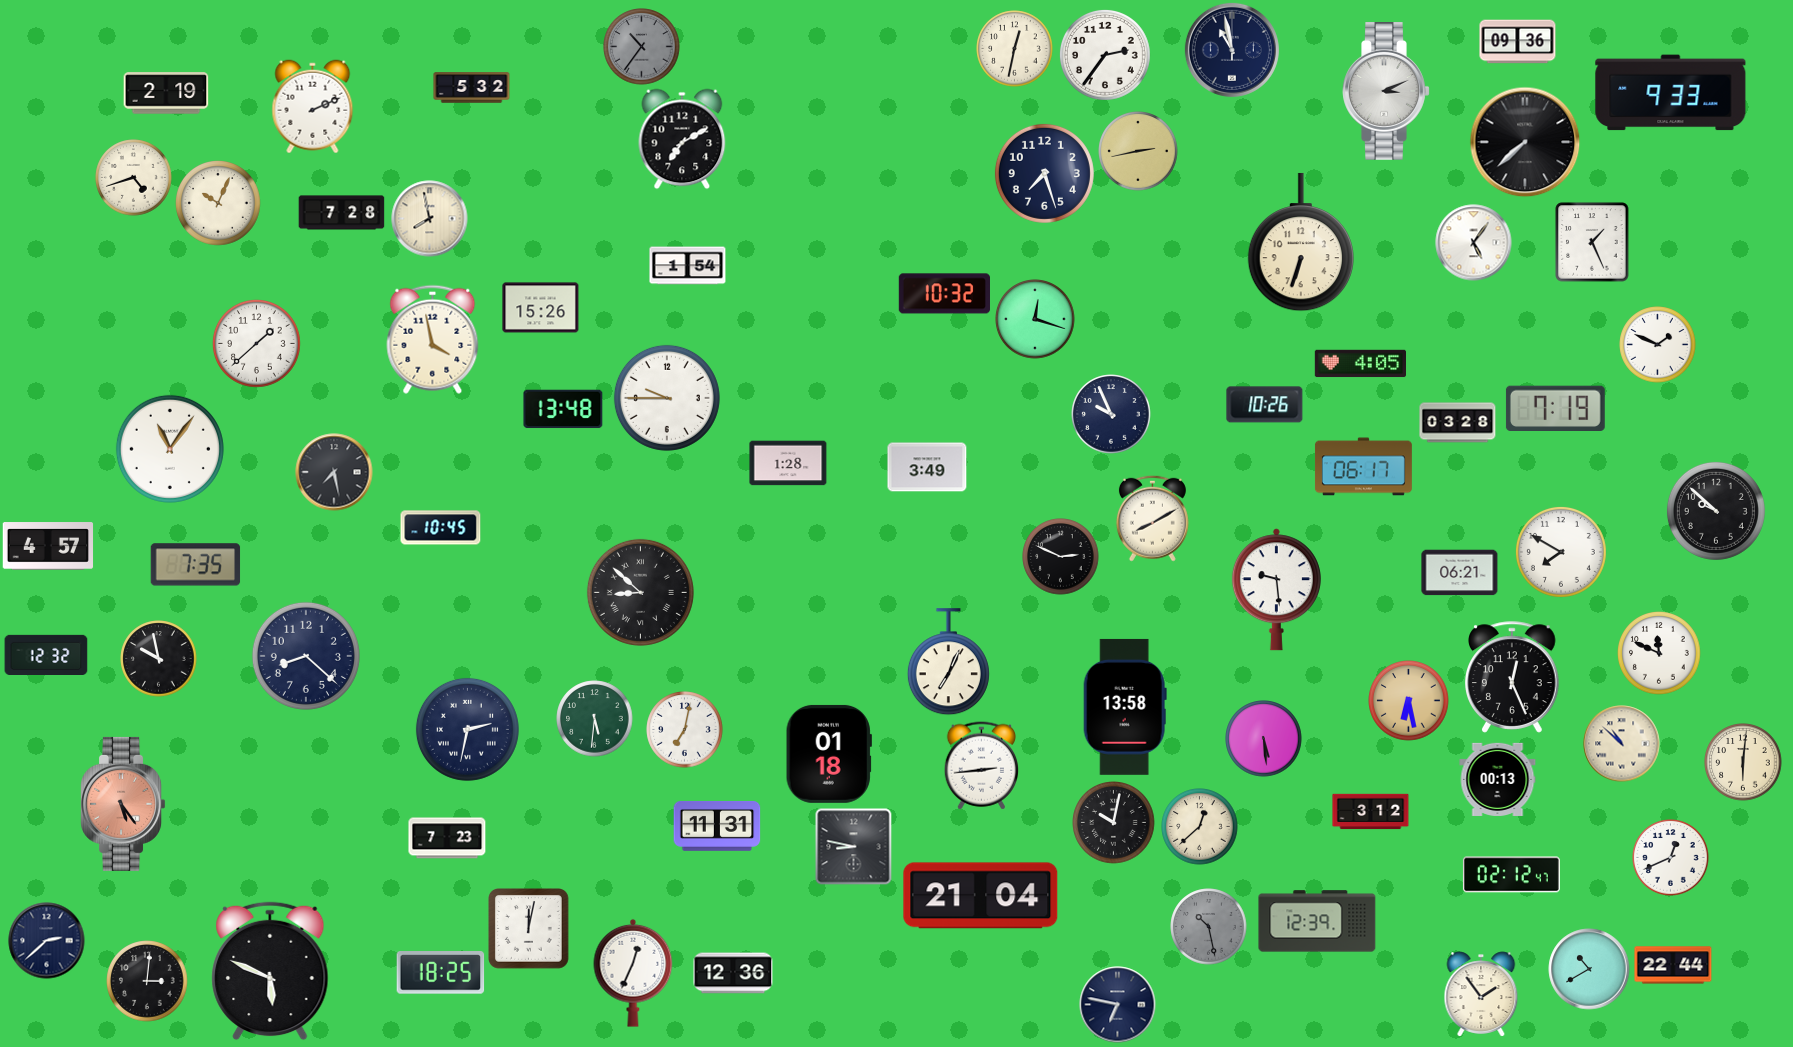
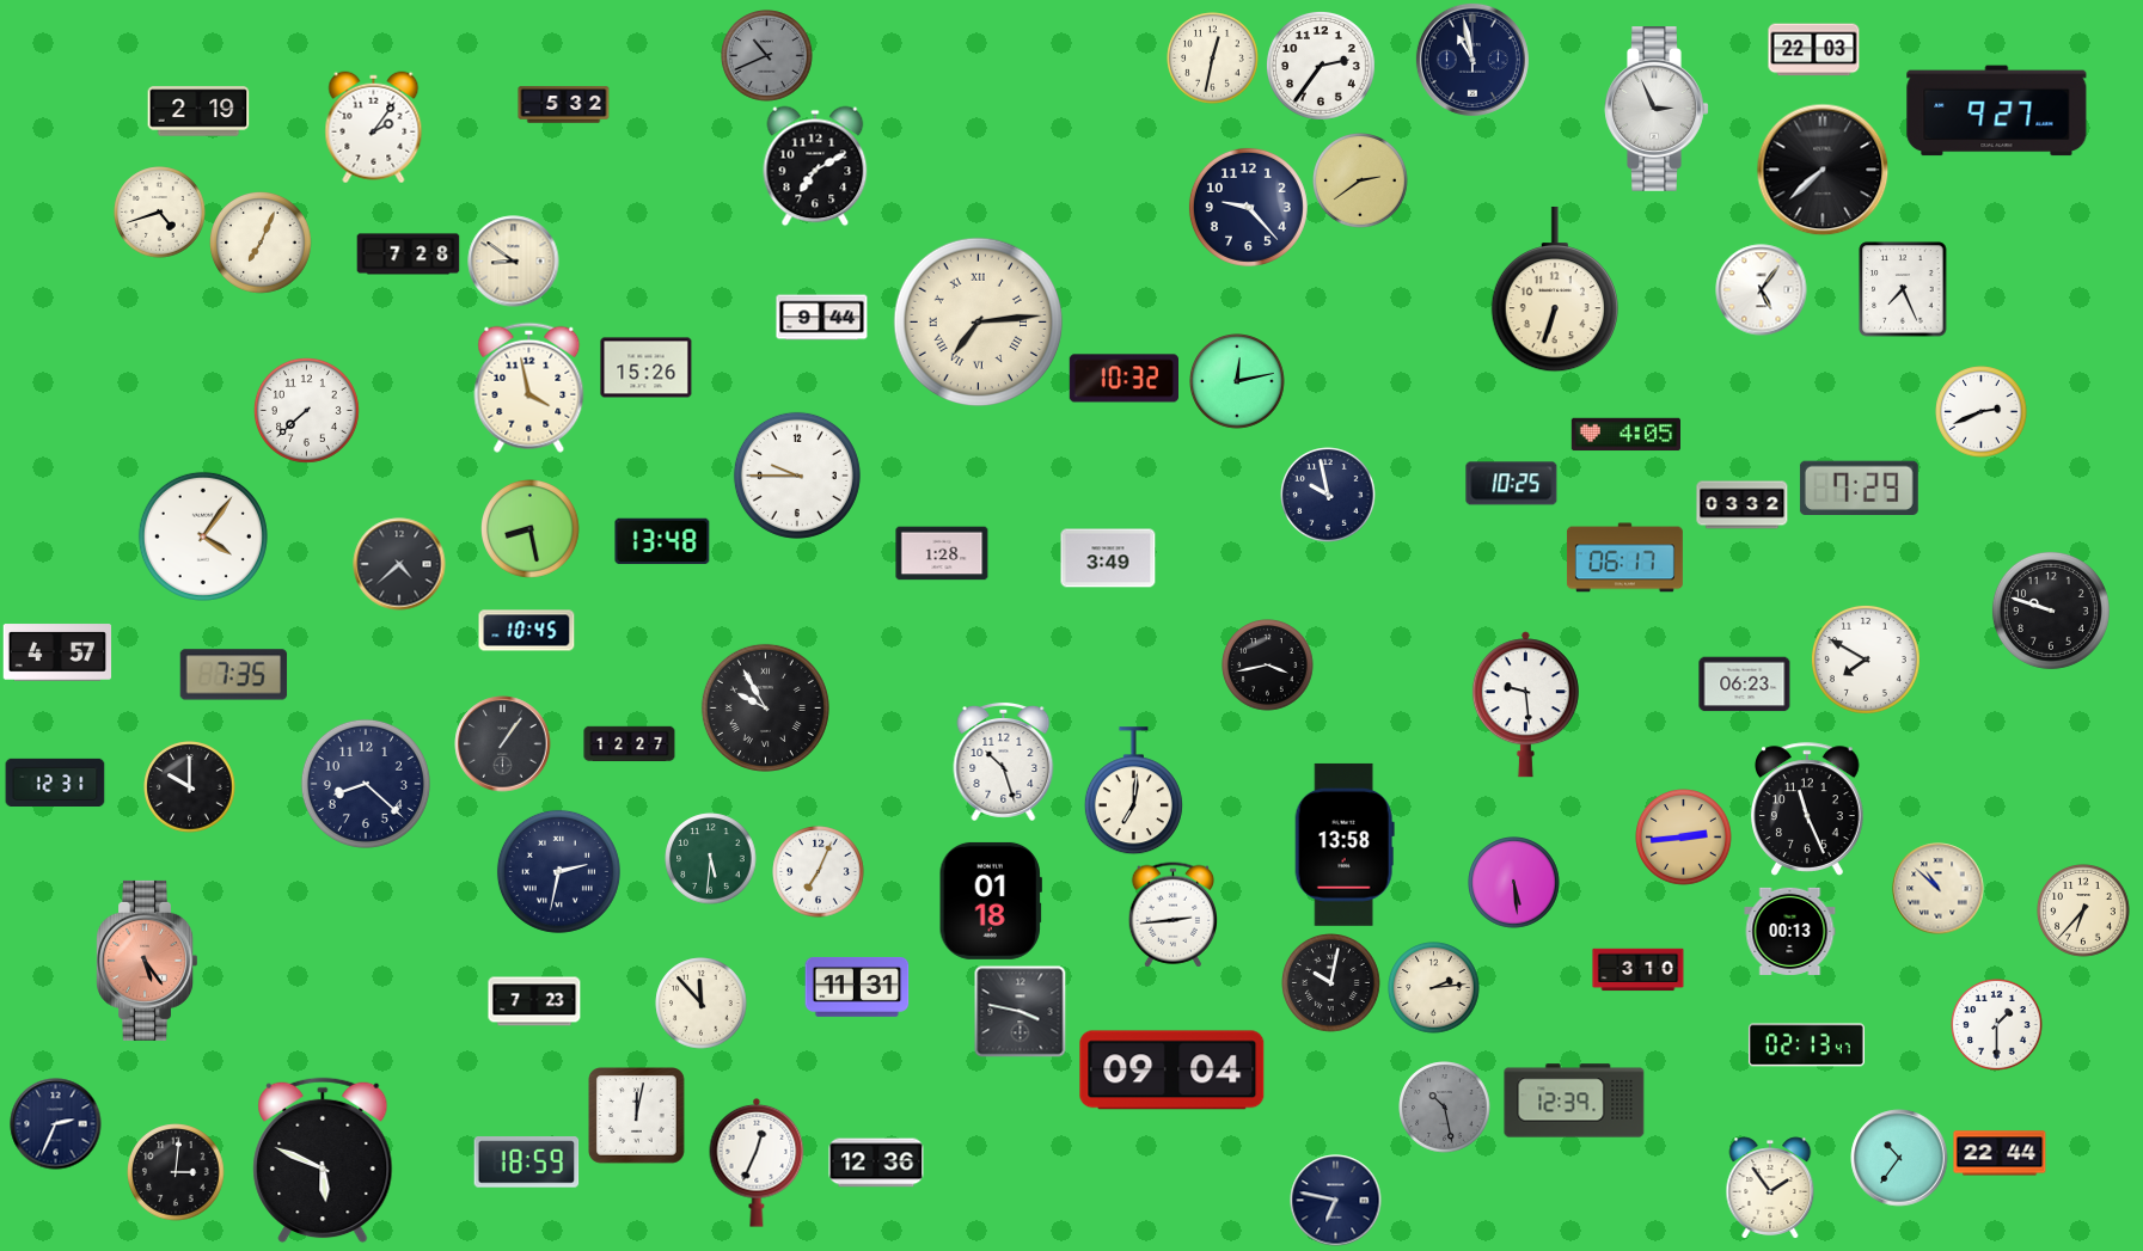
clock at (1518, 42): 09:36 -> 22:03
clock at (642, 47): 10:36 -> 10:41
clock at (1386, 92): 3:11 -> 2:56
clock at (1671, 93): 9:33 -> 9:27
clock at (313, 107): 2:11 -> 2:06
clock at (1138, 151): 2:43 -> 2:39
clock at (1044, 173): 7:27 -> 9:23
clock at (219, 204): 10:04 -> 7:04
clock at (430, 219): 7:58 -> 8:51
clock at (1592, 242): 1:26 -> 7:26
clock at (688, 266): 1:54 -> 9:44
clock at (979, 323): none -> 7:14
clock at (944, 294) position: (944, 294) -> (1123, 379)
clock at (1035, 319): 12:18 -> 12:13
clock at (433, 339) position: (433, 339) -> (529, 387)
clock at (257, 344): 1:38 -> 7:38
clock at (1658, 345): 1:49 -> 2:41
clock at (1265, 405): 10:26 -> 10:25
clock at (563, 409) position: (563, 409) -> (662, 541)
clock at (1555, 409): 7:19 -> 7:29
clock at (1111, 414): 9:56 -> 9:58
clock at (1458, 423): 03:28 -> 03:32
clock at (531, 529): none -> 8:28
clock at (170, 449): 11:06 -> 4:06
clock at (1363, 467) position: (1363, 467) -> (1624, 558)
clock at (334, 472): 7:28 -> 4:38
clock at (1716, 511): 9:52 -> 9:48
clock at (1152, 518): 8:10 -> none
clock at (1061, 557): 2:49 -> 3:43
clock at (1460, 573): 06:21 -> 06:23
clock at (640, 592): 8:52 -> 9:55
clock at (503, 744): none -> 1:06
clock at (630, 744): none -> 12:27
clock at (1004, 761): none -> 10:27
clock at (46, 654): 12:32 -> 12:31
clock at (1660, 654): 11:49 -> none
clock at (159, 659): 9:58 -> 10:00
clock at (948, 662): 7:04 -> 7:01
clock at (1513, 677): 12:26 -> 11:26
clock at (1409, 701): 6:28 -> 2:44
clock at (685, 730): 7:02 -> 7:04
clock at (1264, 739) position: (1264, 739) -> (1514, 883)
clock at (1743, 762): 6:01 -> 6:37
clock at (1371, 812): 3:12 -> 3:10
clock at (1200, 827): 12:38 -> 2:14
clock at (702, 1004): none -> 11:53
clock at (854, 847): 8:47 -> 3:47
clock at (1671, 858): 12:41 -> 1:30
clock at (1511, 875): 02:12 -> 02:13
clock at (981, 896): 21:04 -> 09:04
clock at (529, 929) position: (529, 929) -> (637, 1116)
clock at (47, 941): 2:38 -> 2:34
clock at (1589, 969): 10:40 -> 10:36
clock at (441, 973): 18:25 -> 18:59
